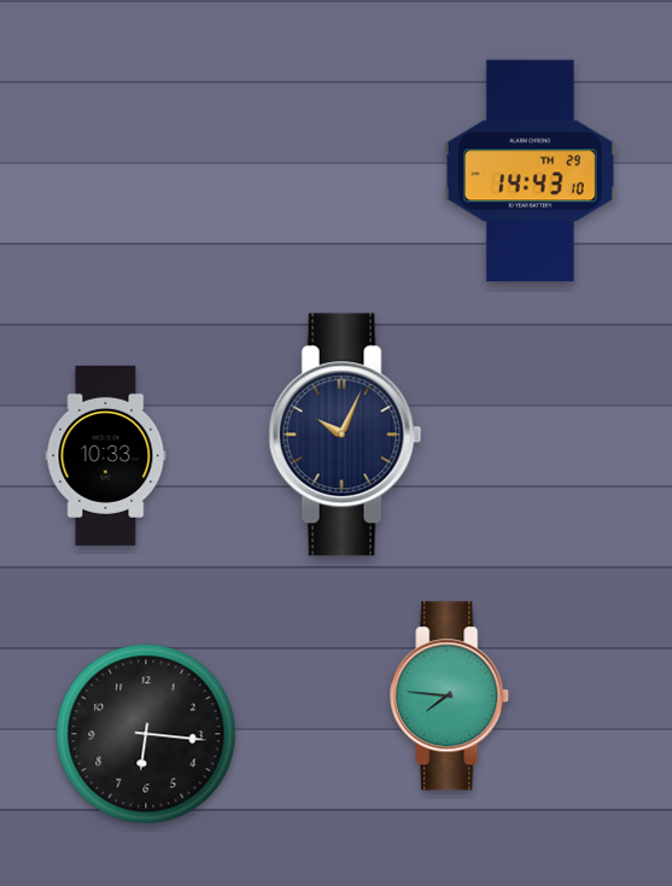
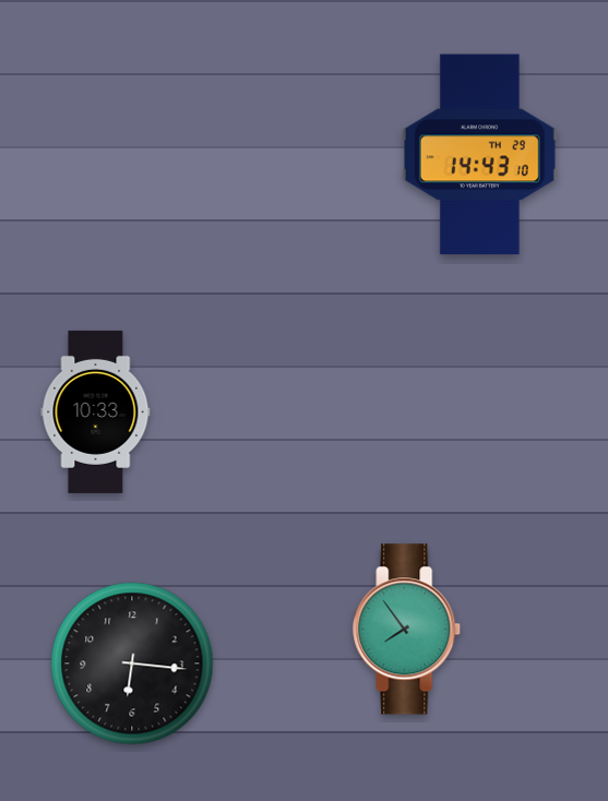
clock at (345, 435): 10:04 -> none
clock at (450, 696): 7:46 -> 7:54
